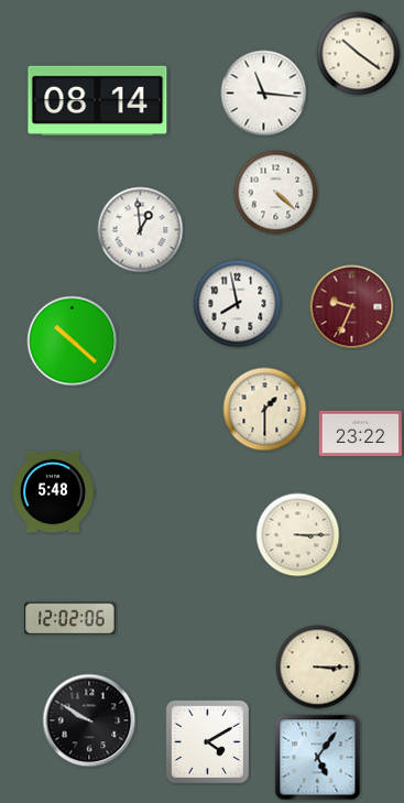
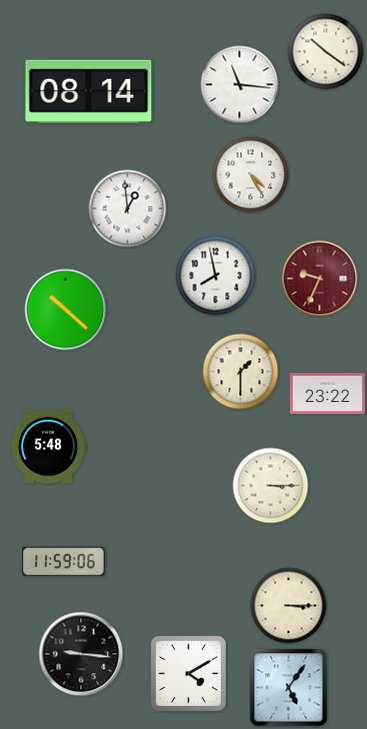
clock at (359, 54) position: (359, 54) -> (326, 52)
clock at (276, 193): 4:22 -> 4:25
clock at (70, 619): 12:02 -> 11:59
clock at (89, 720): 9:50 -> 9:16
